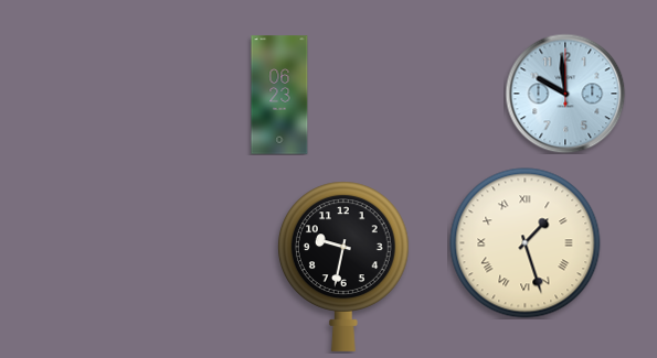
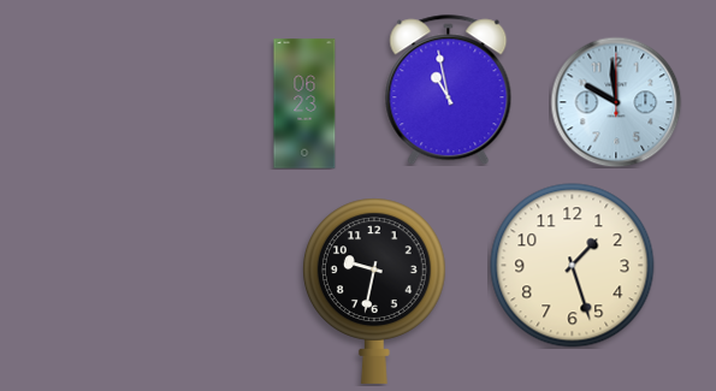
clock at (449, 90): none -> 10:58
clock at (526, 243) numerals: Roman -> Arabic
